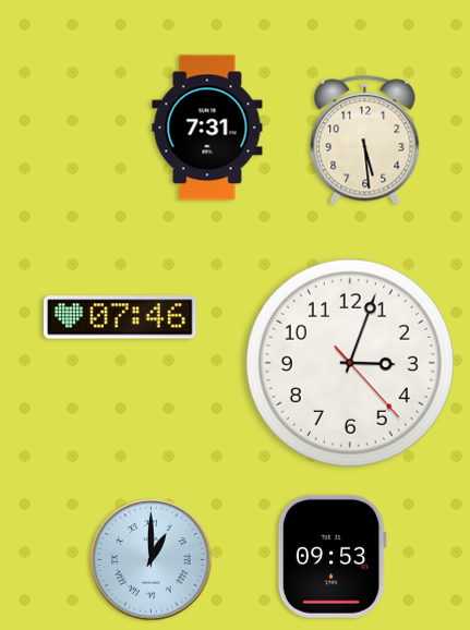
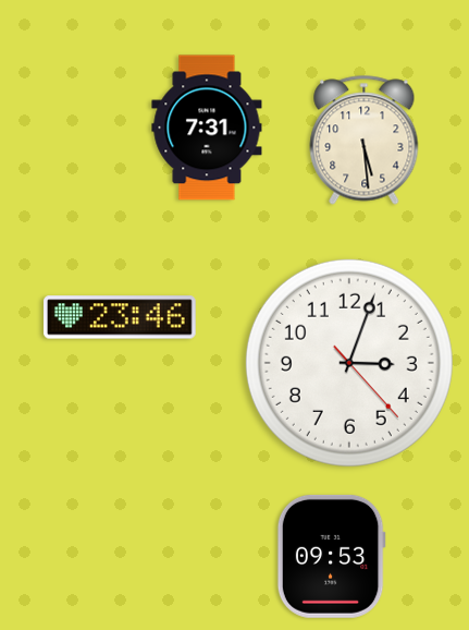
clock at (121, 317): 07:46 -> 23:46
clock at (152, 560): 1:00 -> none
